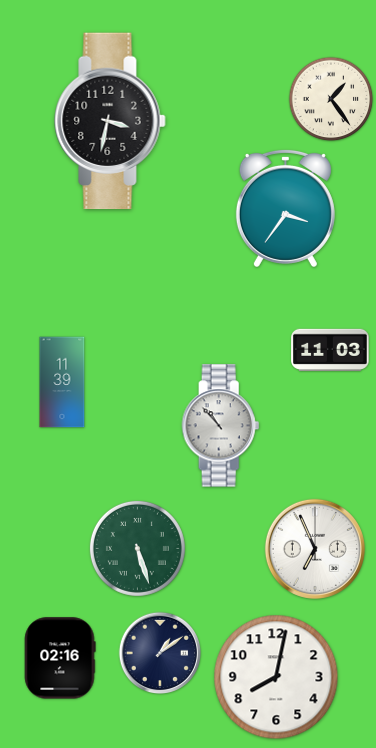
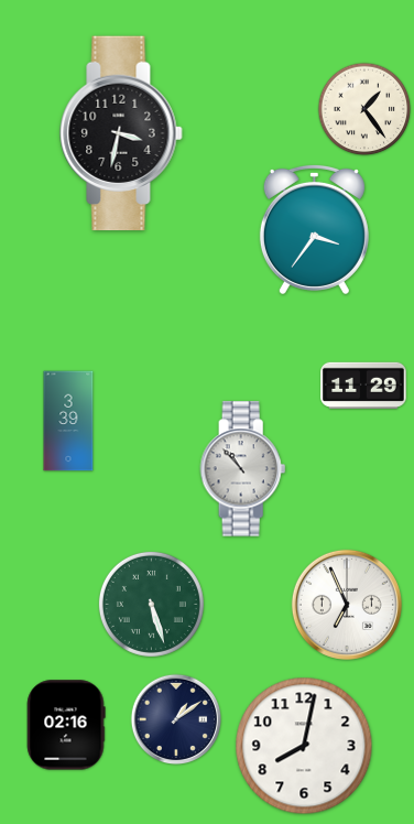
clock at (330, 350): 11:03 -> 11:29
clock at (62, 382): 11:39 -> 3:39
